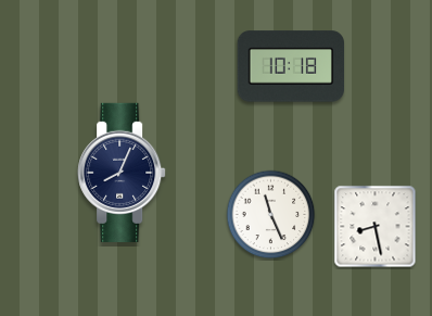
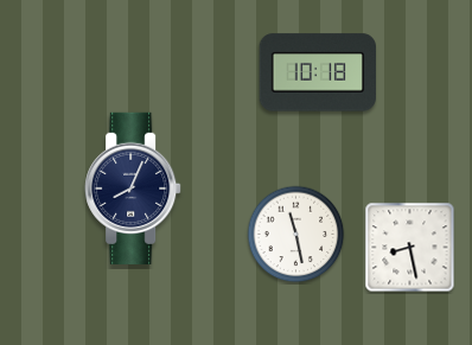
clock at (271, 215): 11:26 -> 11:28
